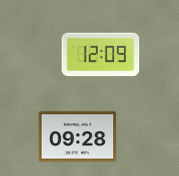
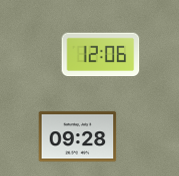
clock at (100, 55): 12:09 -> 12:06
